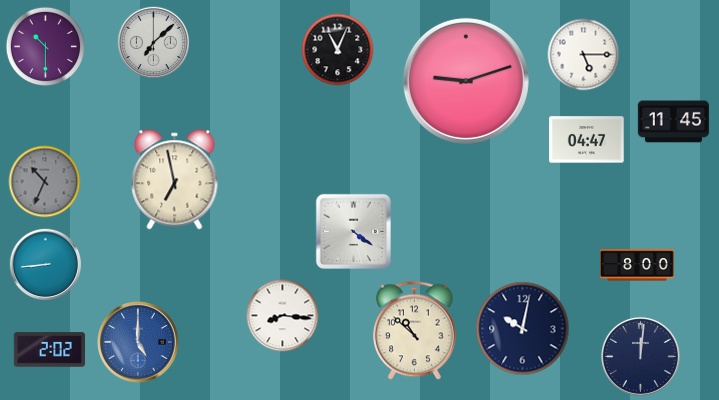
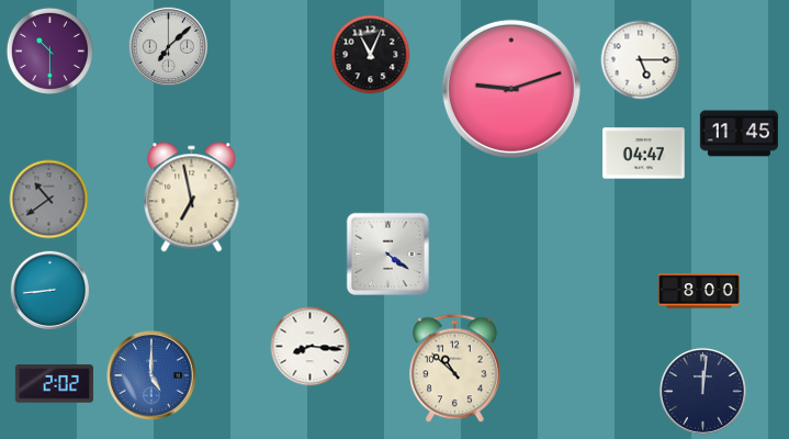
clock at (45, 182): 10:34 -> 10:39
clock at (523, 329): 10:02 -> none
clock at (415, 331) position: (415, 331) -> (455, 369)
